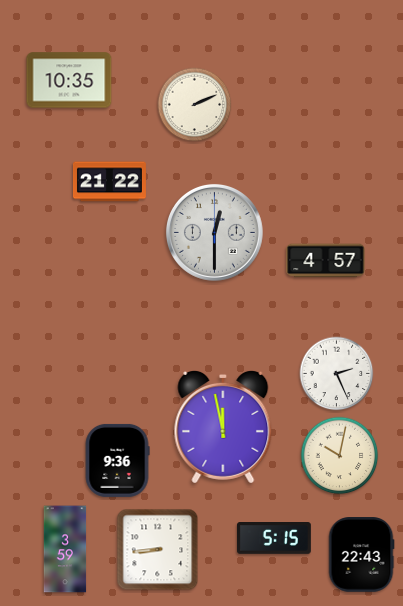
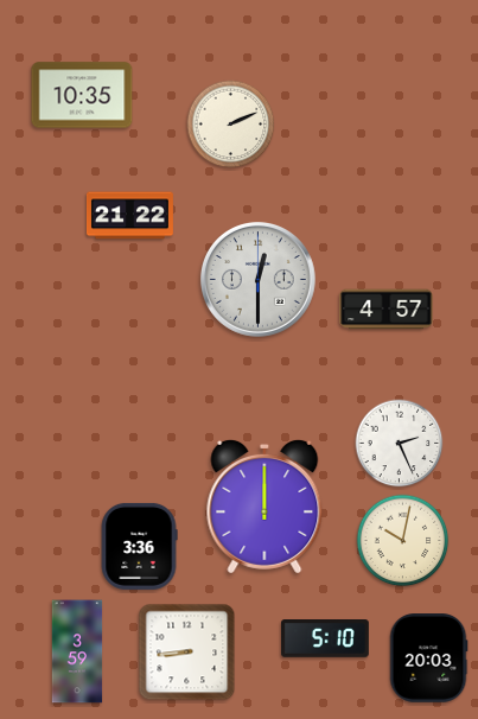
clock at (214, 232) position: (214, 232) -> (257, 279)
clock at (223, 427): 11:58 -> 12:00
clock at (117, 460): 9:36 -> 3:36
clock at (275, 539): 5:15 -> 5:10
clock at (361, 555): 22:43 -> 20:03
